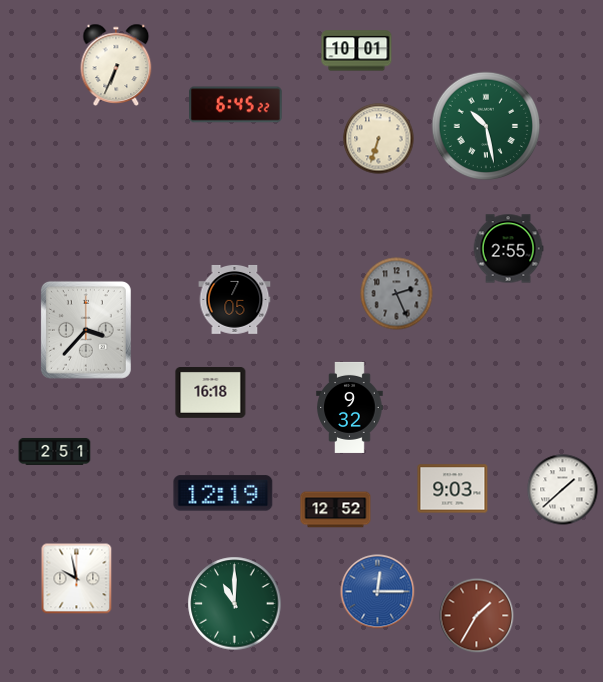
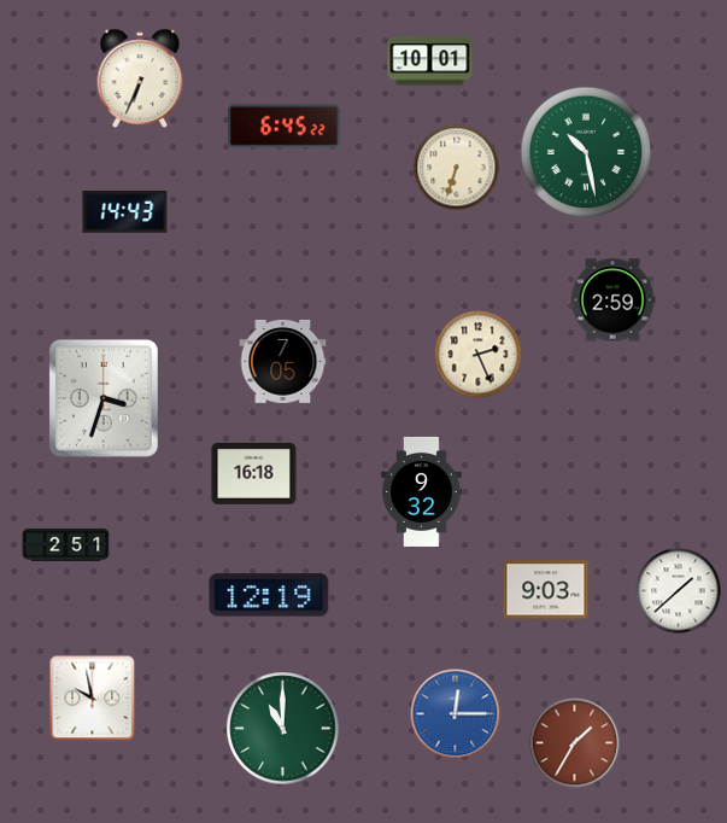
clock at (125, 212): none -> 14:43
clock at (508, 249): 2:55 -> 2:59
clock at (397, 294) dial: grey -> cream
clock at (86, 330): 3:37 -> 3:33
clock at (336, 510): 12:52 -> none
